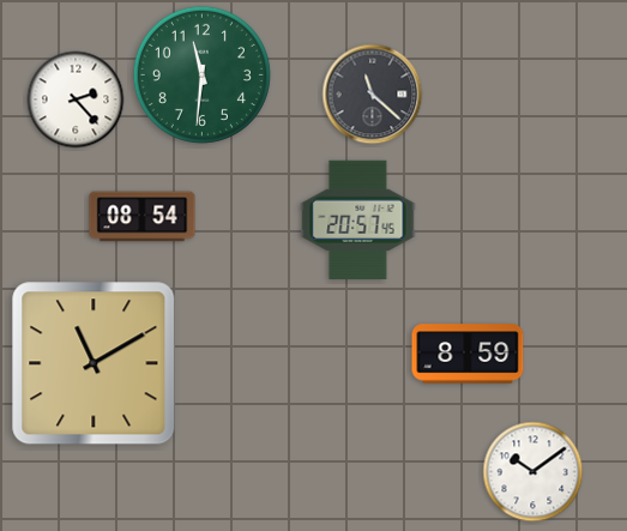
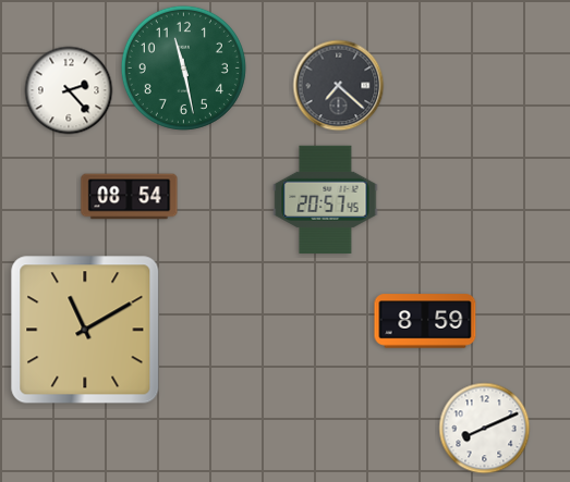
clock at (201, 74): 11:31 -> 11:28
clock at (373, 95): 11:22 -> 7:22
clock at (533, 472): 10:09 -> 8:11
